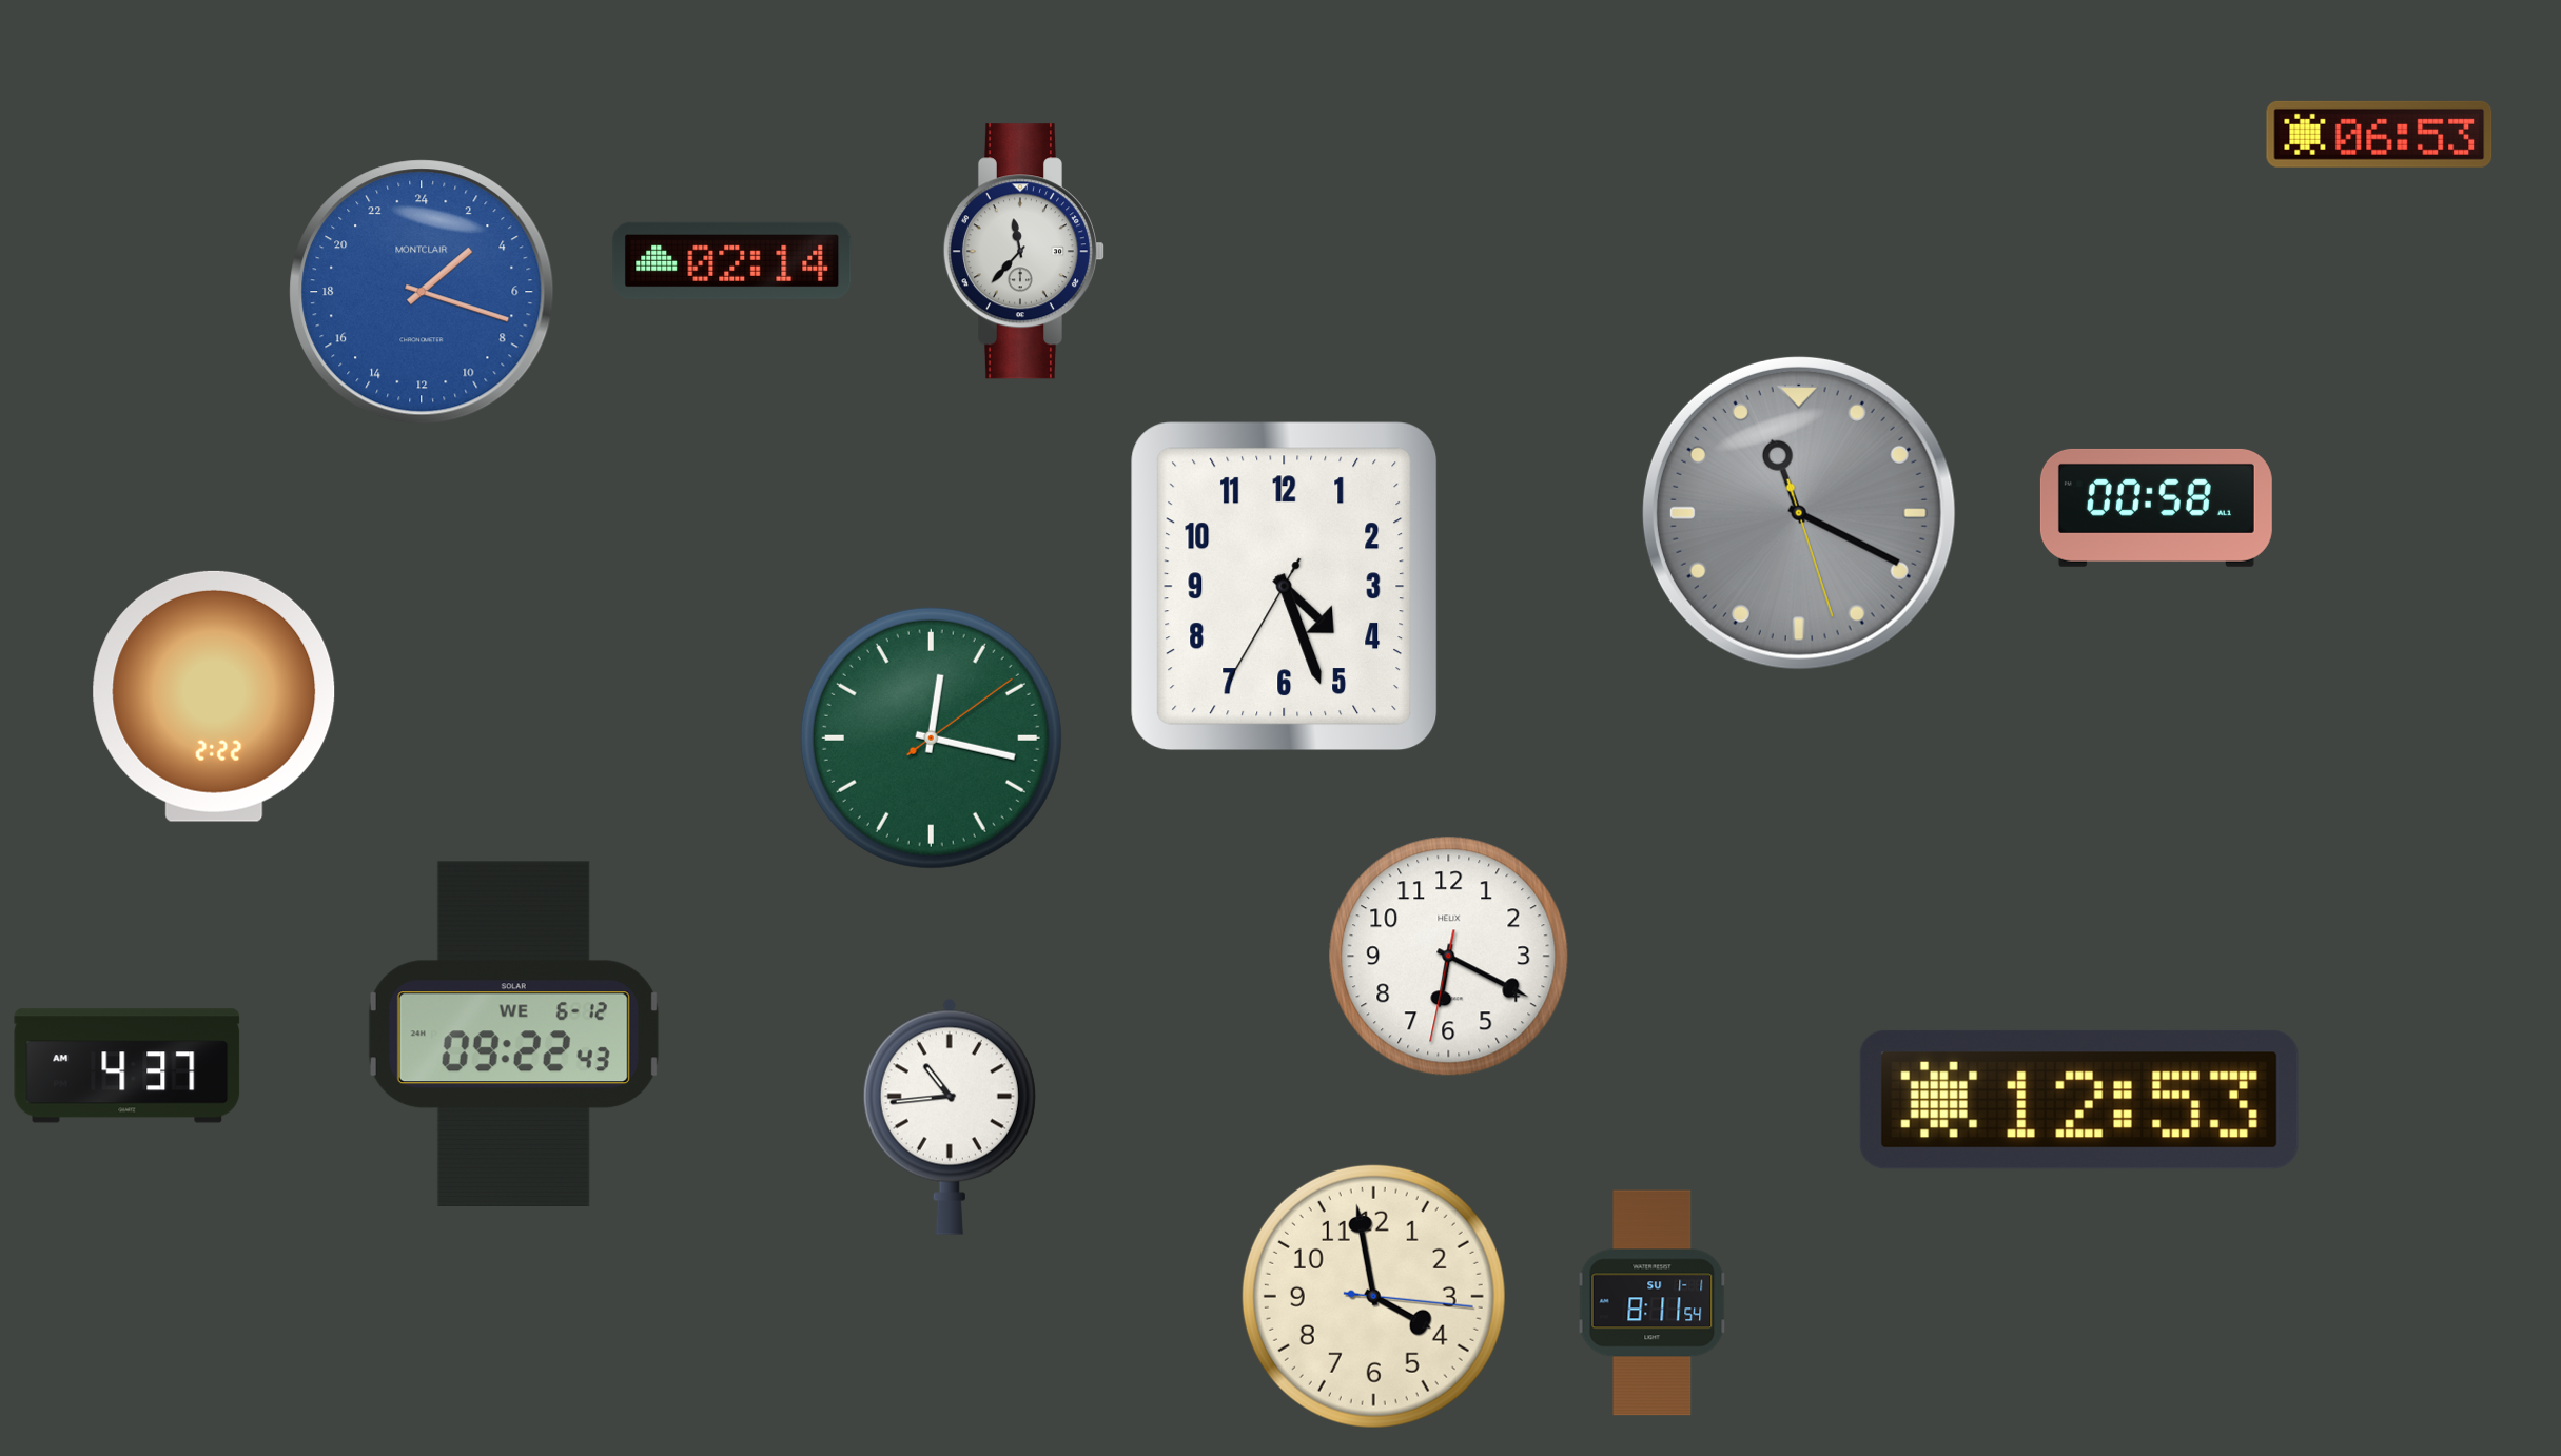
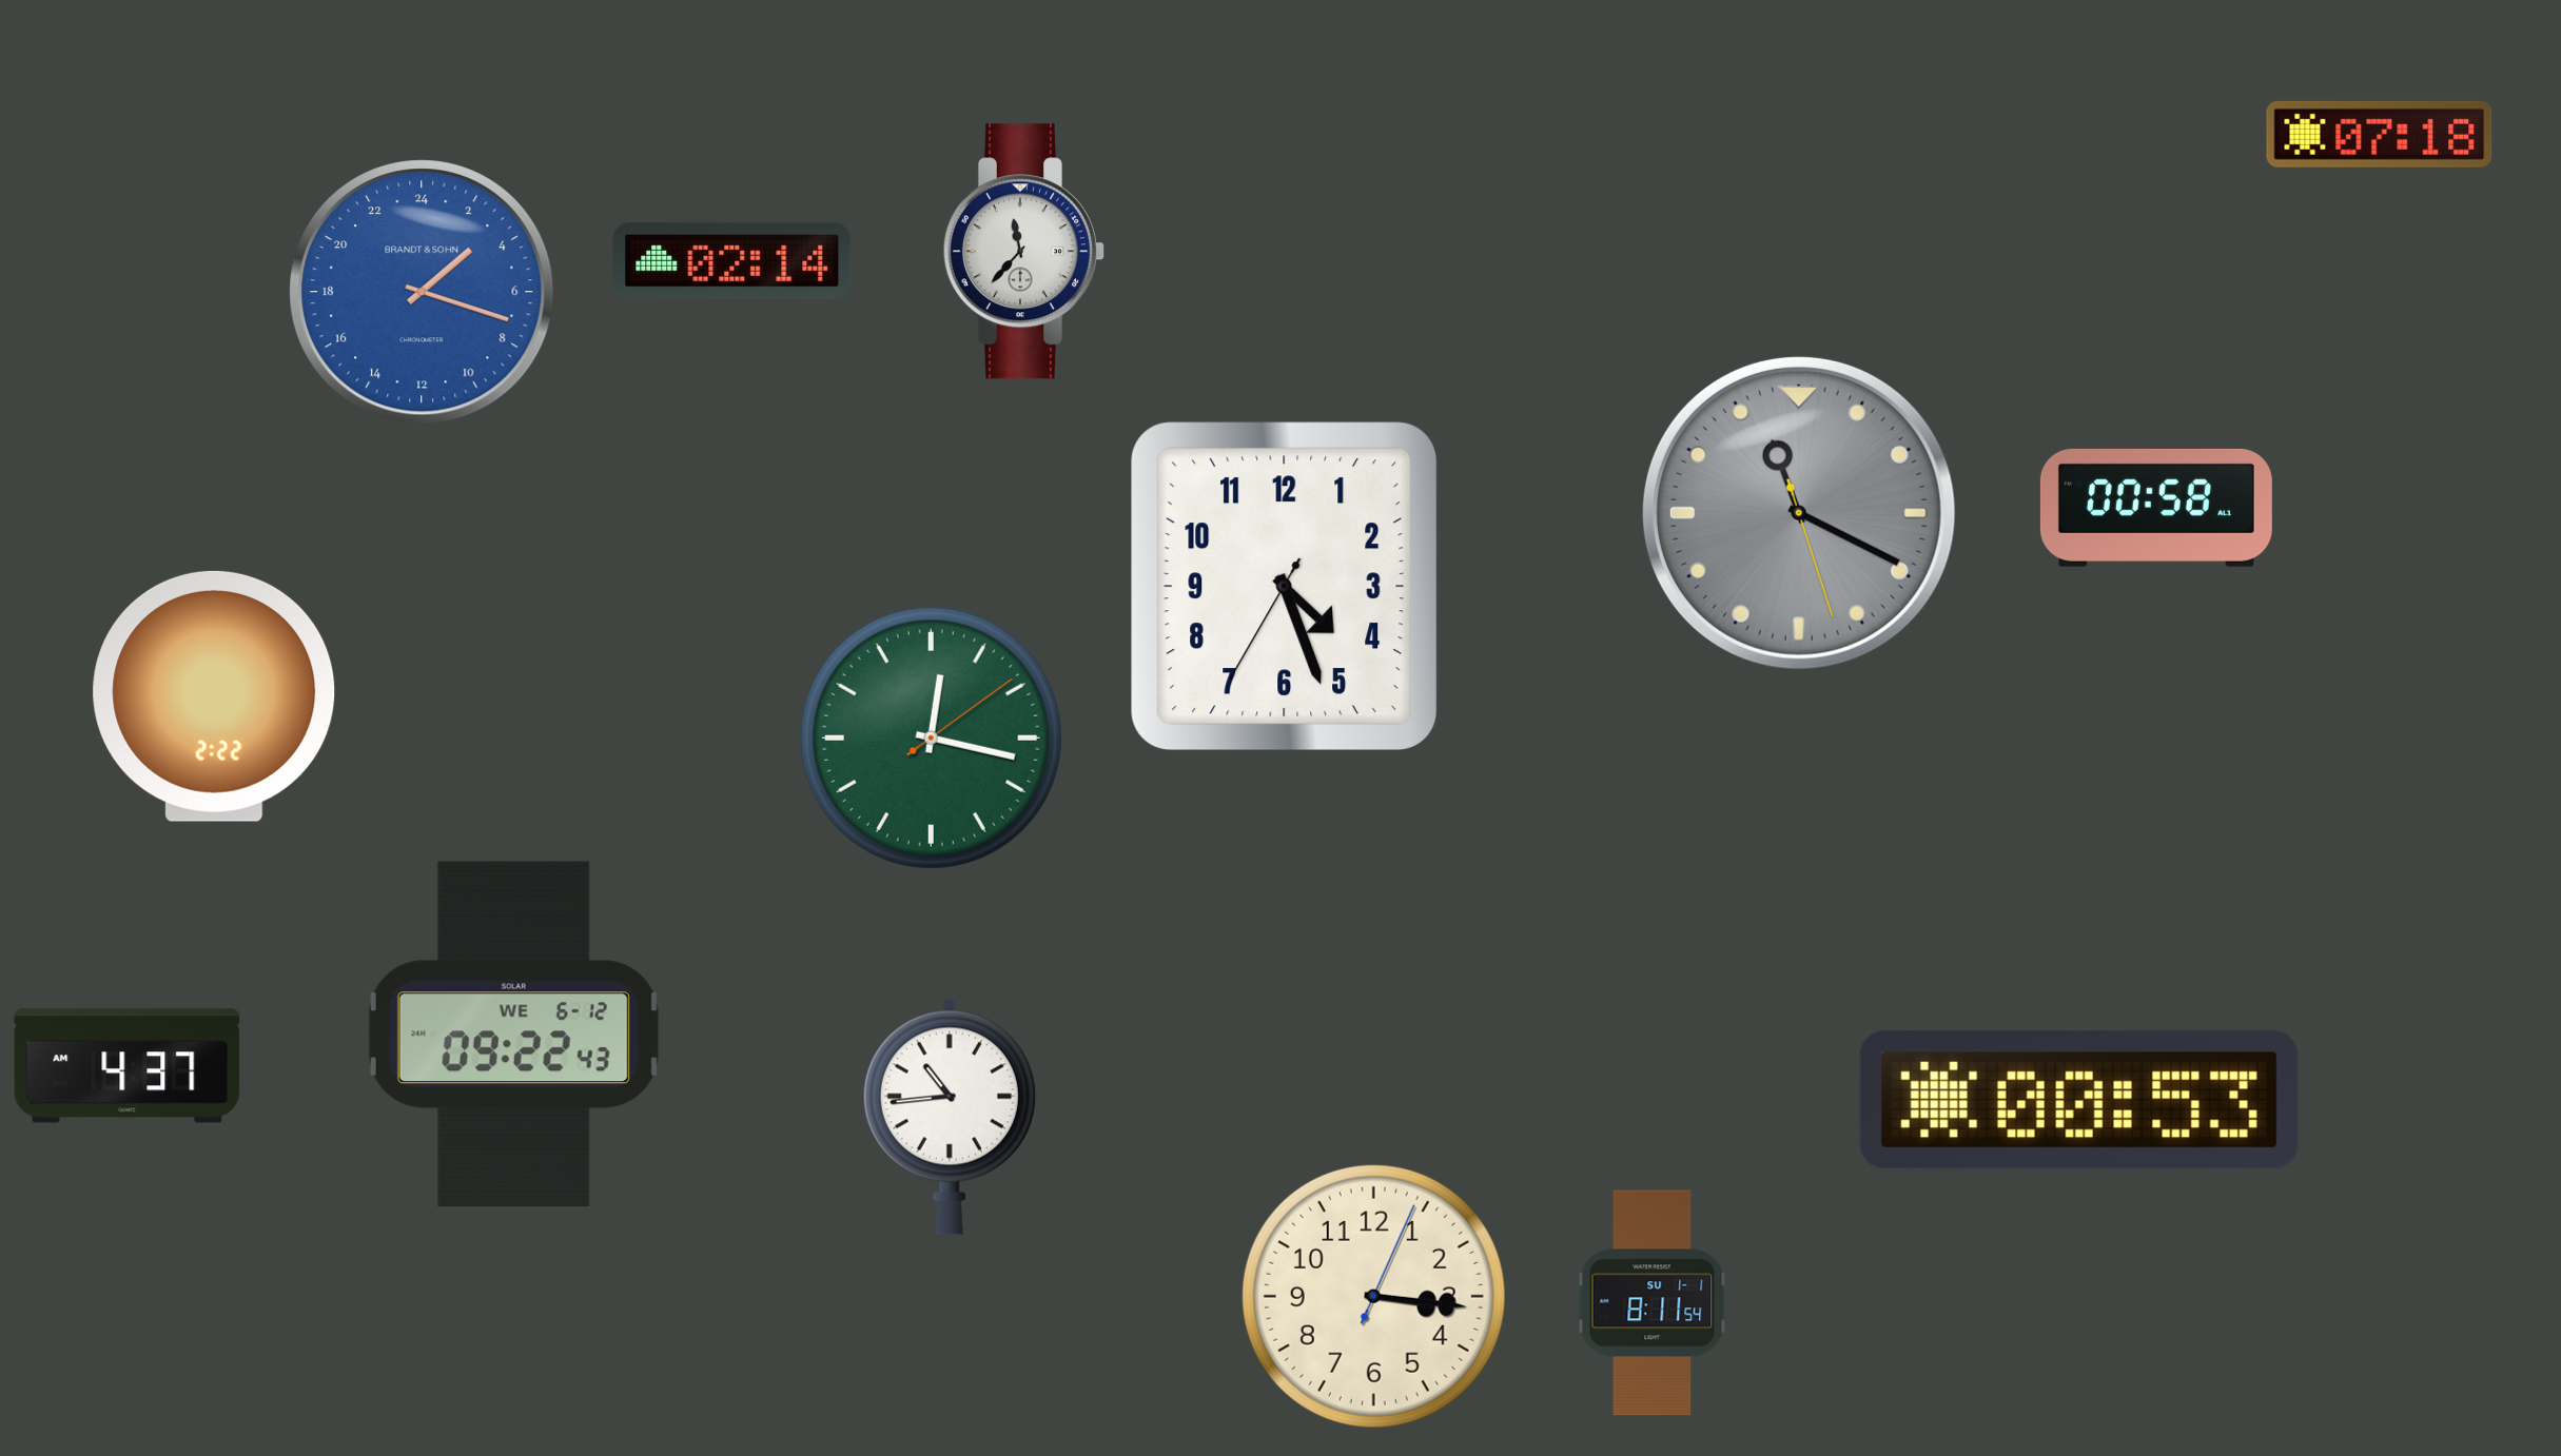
clock at (2380, 134): 06:53 -> 07:18
clock at (422, 292) brand: MONTCLAIR -> BRANDT & SOHN
clock at (1449, 957): 6:19 -> none
clock at (2079, 1100): 12:53 -> 00:53
clock at (1373, 1296): 3:58 -> 3:16
